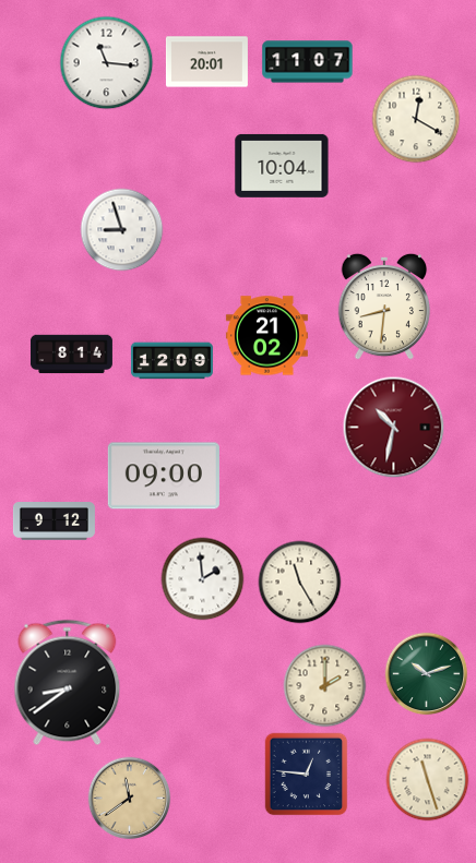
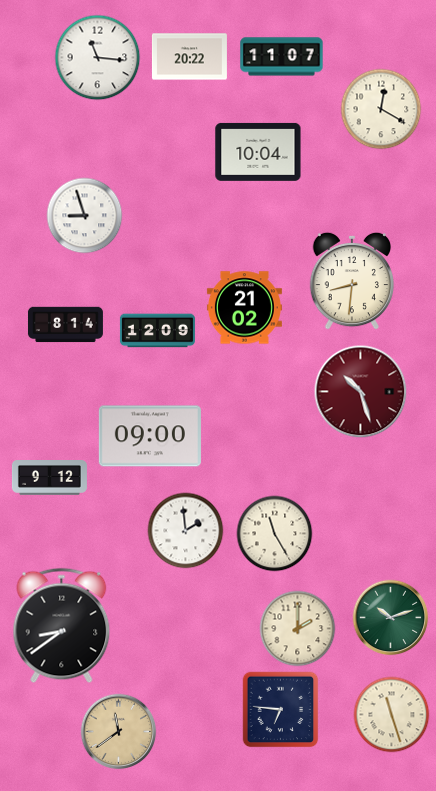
clock at (206, 62): 20:01 -> 20:22
clock at (122, 230) position: (122, 230) -> (85, 216)
clock at (394, 428): 10:32 -> 10:27
clock at (307, 775): 12:46 -> 6:46
